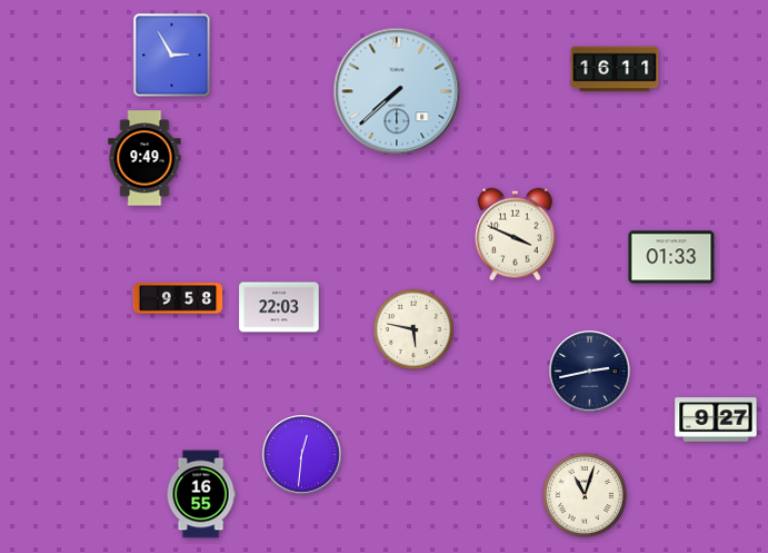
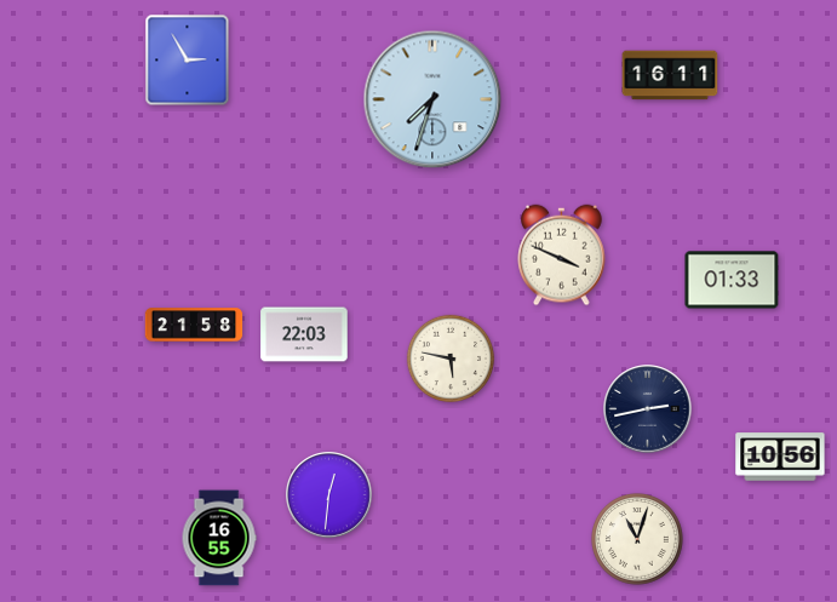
clock at (397, 91): 7:38 -> 7:33
clock at (144, 158): 9:49 -> none
clock at (178, 298): 9:58 -> 21:58
clock at (590, 372) position: (590, 372) -> (648, 409)
clock at (716, 419): 9:27 -> 10:56
